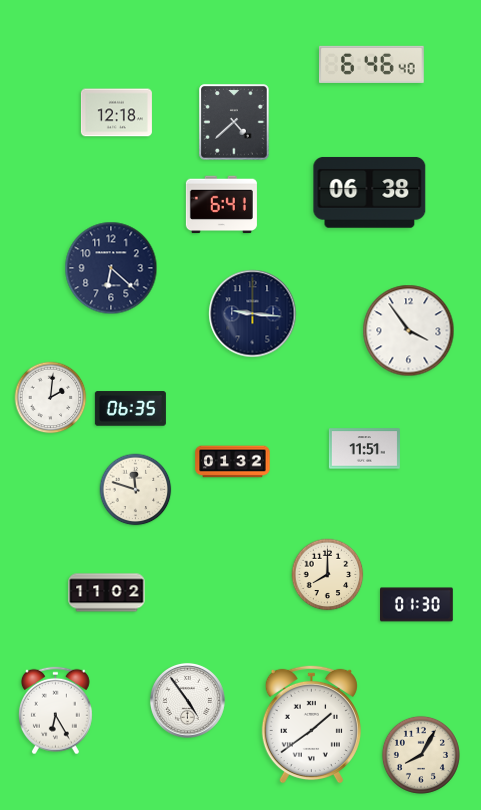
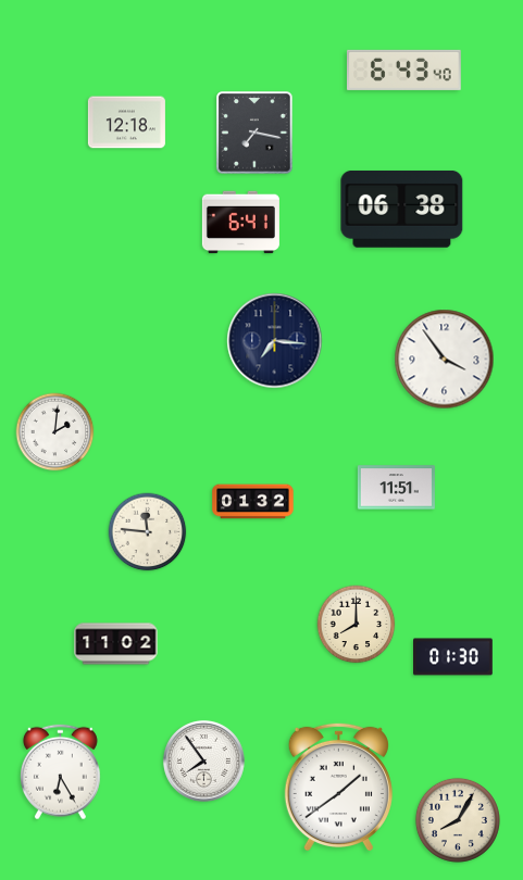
clock at (372, 64): 6:46 -> 6:43
clock at (234, 122): 4:38 -> 7:17
clock at (111, 268): 6:22 -> none
clock at (253, 314): 9:16 -> 7:16
clock at (130, 409): 06:35 -> none
clock at (136, 490): 11:48 -> 11:46
clock at (187, 700): 4:54 -> 7:54
